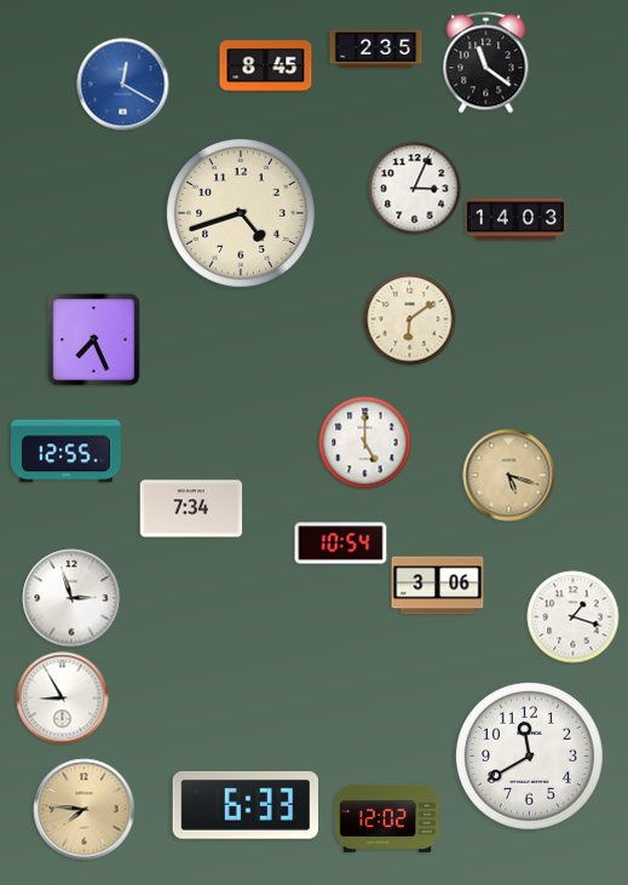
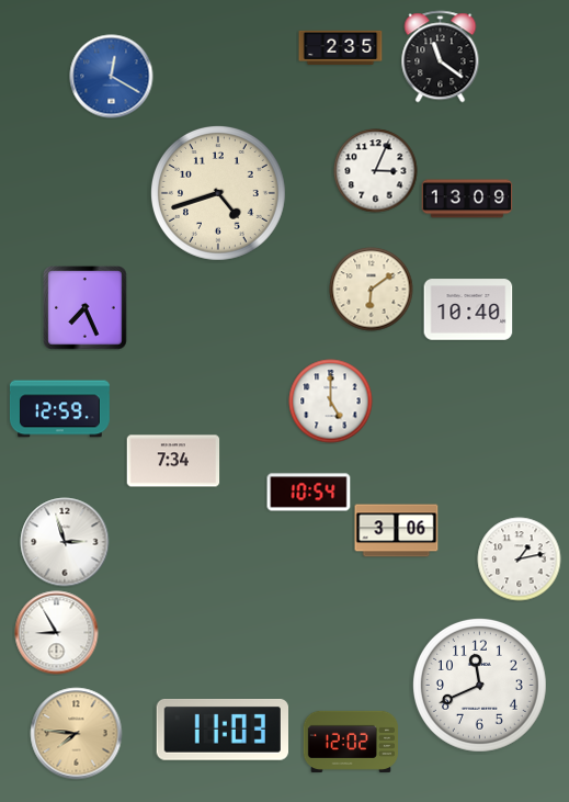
clock at (376, 48) position: (376, 48) -> (341, 47)
clock at (266, 67): 8:45 -> none
clock at (515, 219): 14:03 -> 13:09
clock at (468, 309): none -> 10:40
clock at (65, 452): 12:55 -> 12:59
clock at (509, 476): 5:18 -> none
clock at (574, 617): 1:18 -> 1:13
clock at (529, 755): 11:40 -> 11:41
clock at (244, 806): 6:33 -> 11:03
